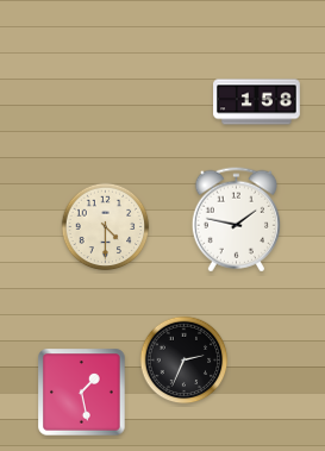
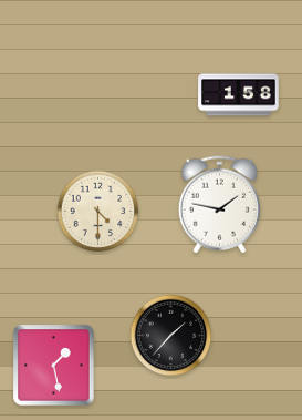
clock at (185, 361): 2:34 -> 1:37
clock at (82, 393) position: (82, 393) -> (54, 366)
